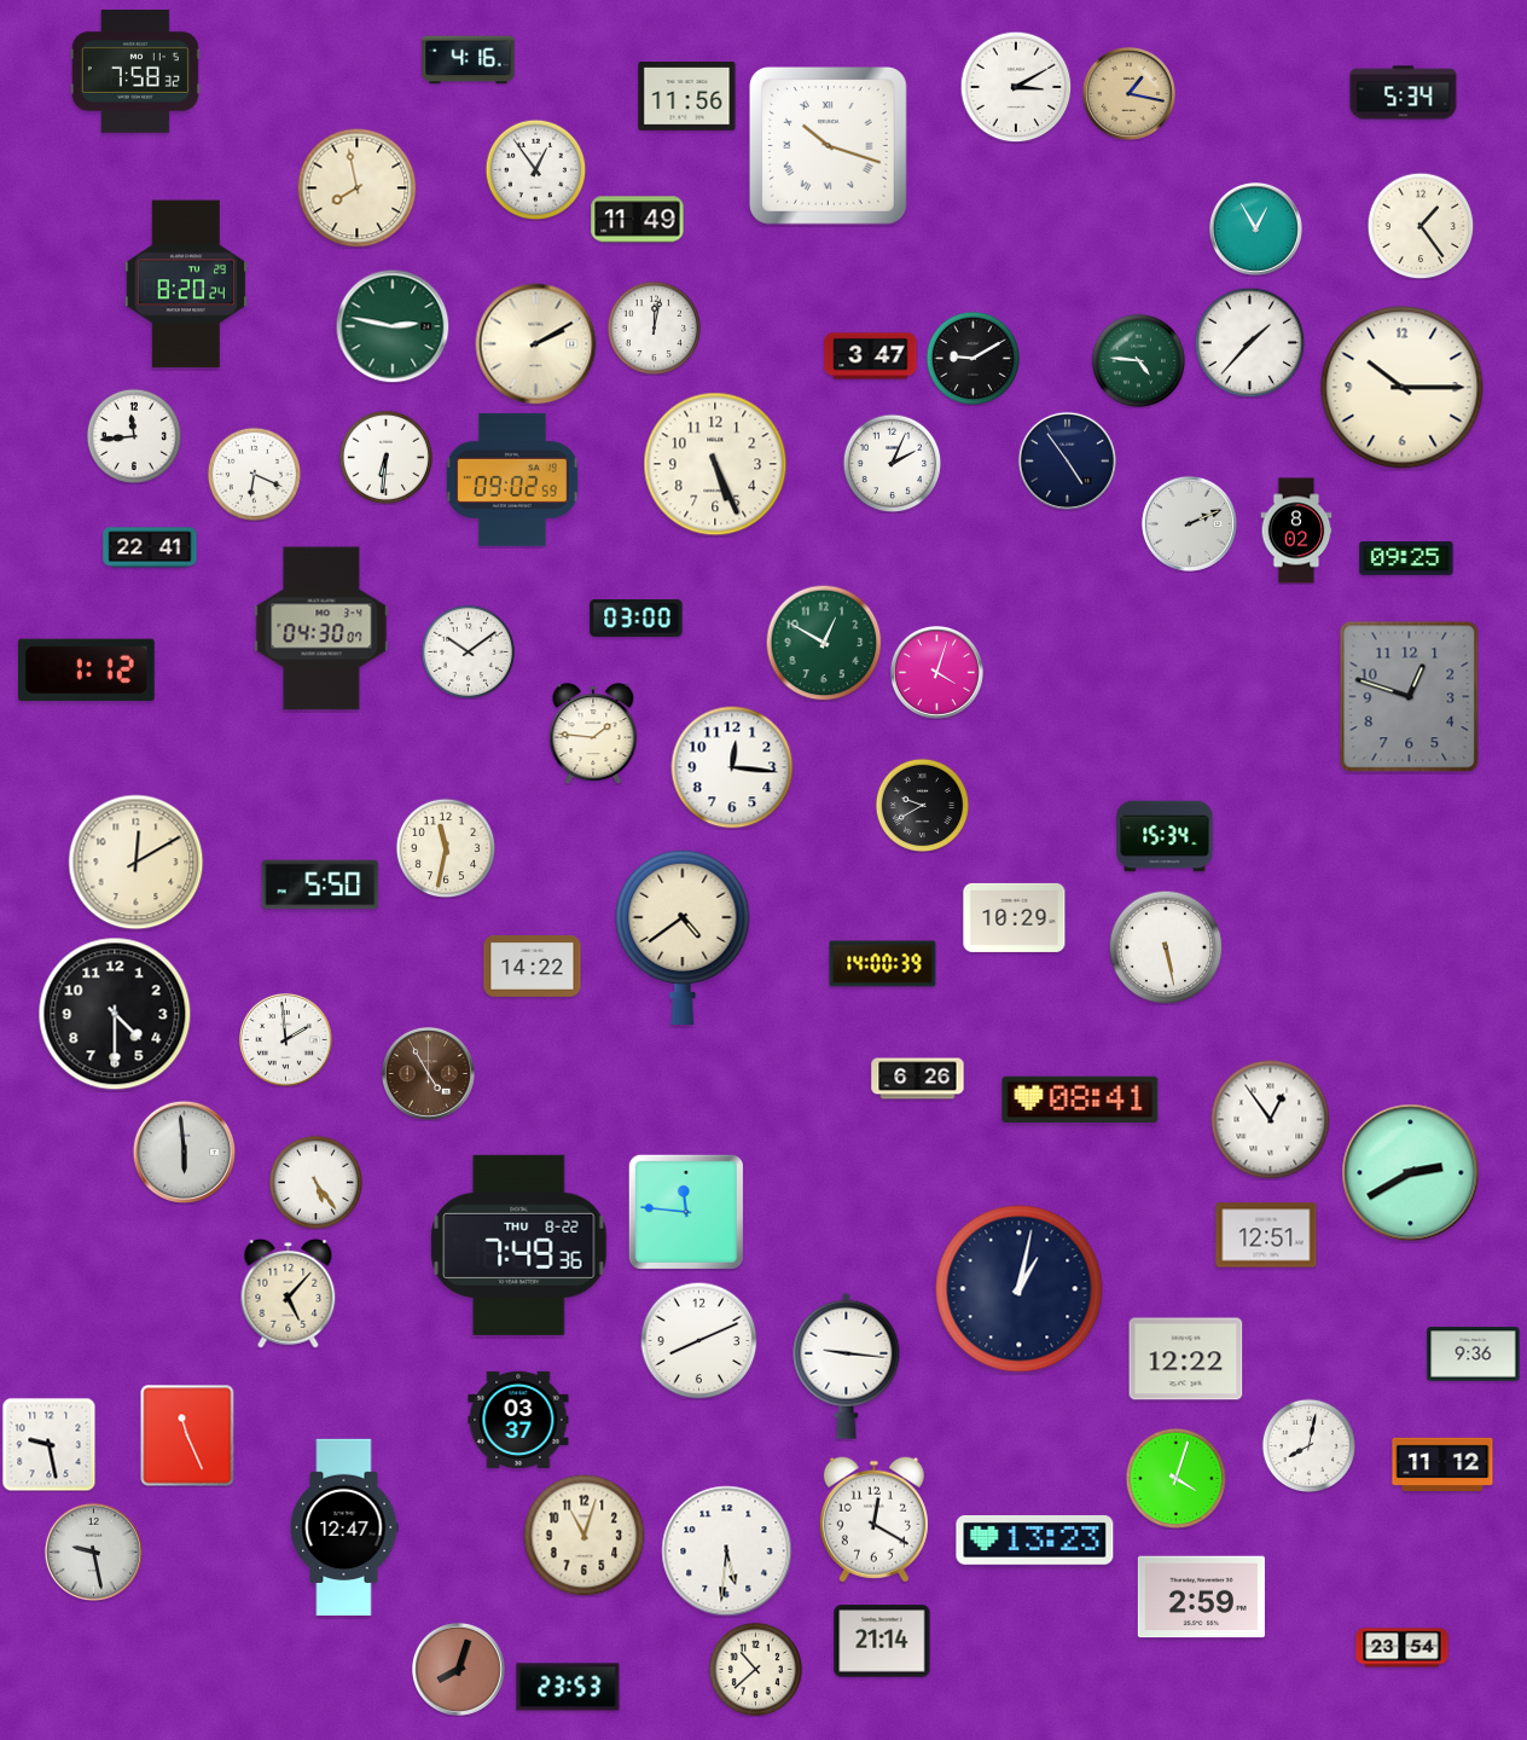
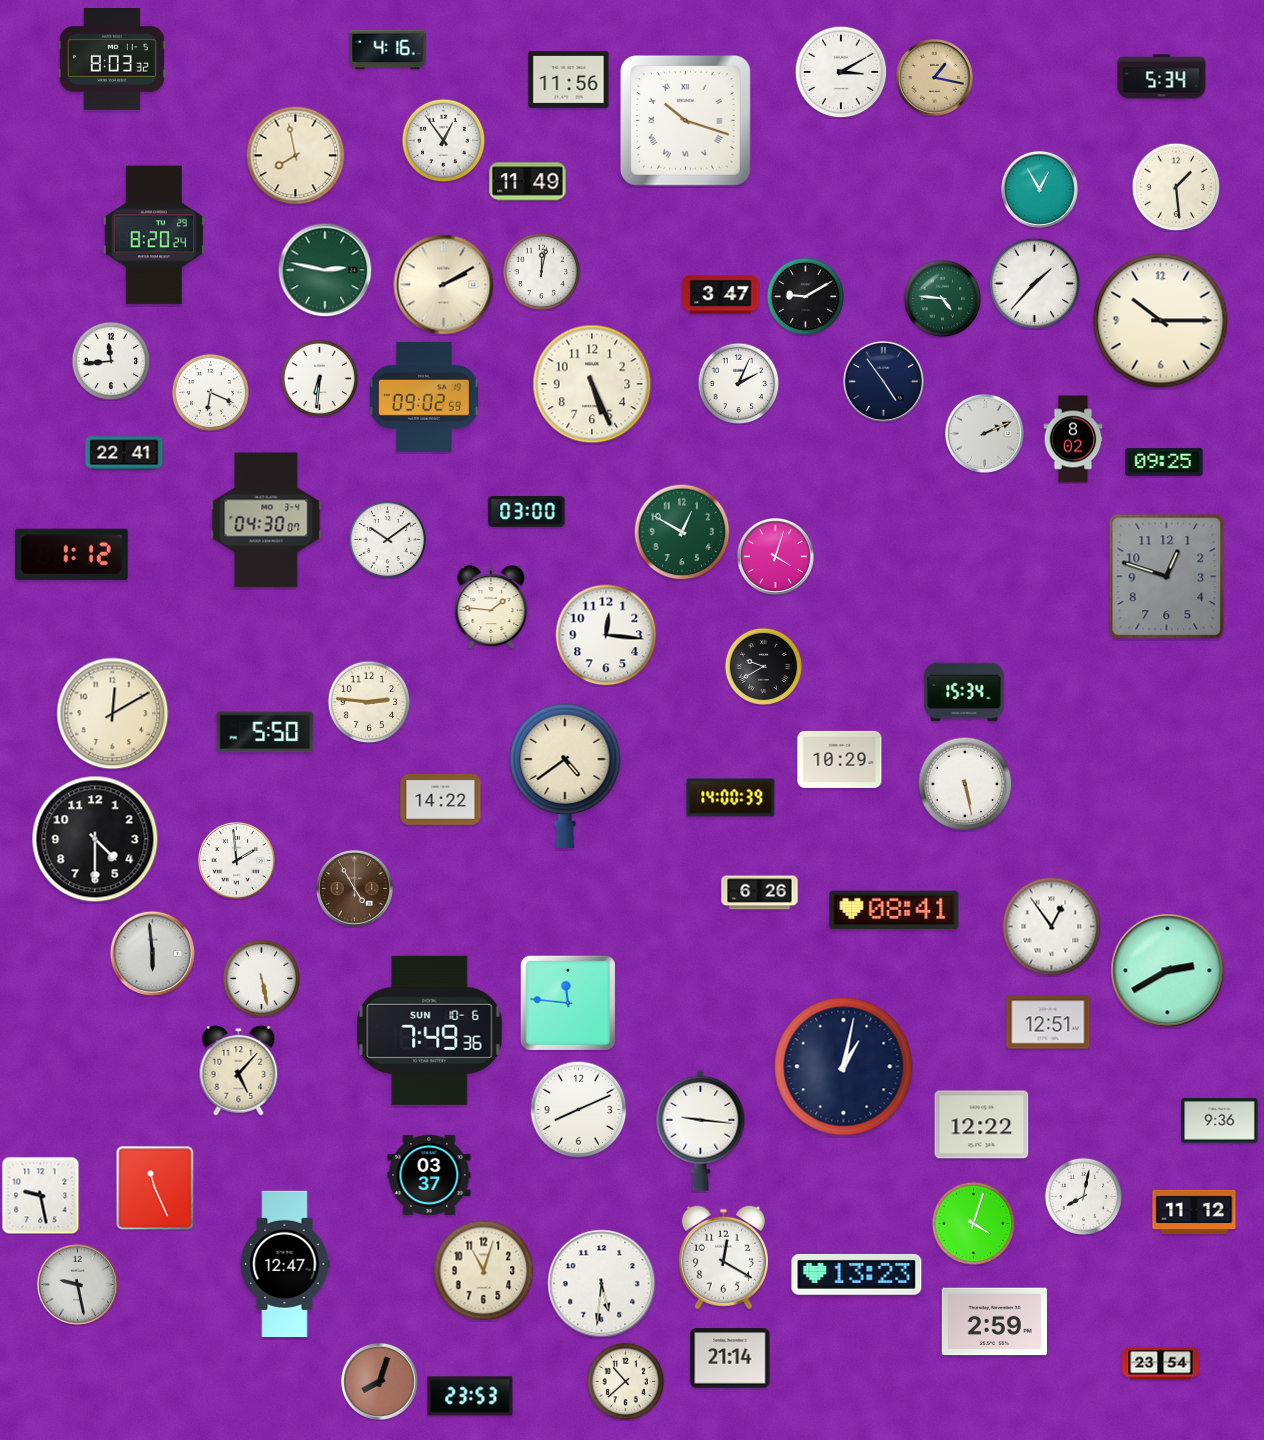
clock at (135, 72): 7:58 -> 8:03
clock at (1421, 226): 1:24 -> 1:29
clock at (446, 848): 11:32 -> 2:46
clock at (315, 1182): 5:24 -> 5:28
clock at (519, 1245) date: THU 8-22 -> SUN 10-6
